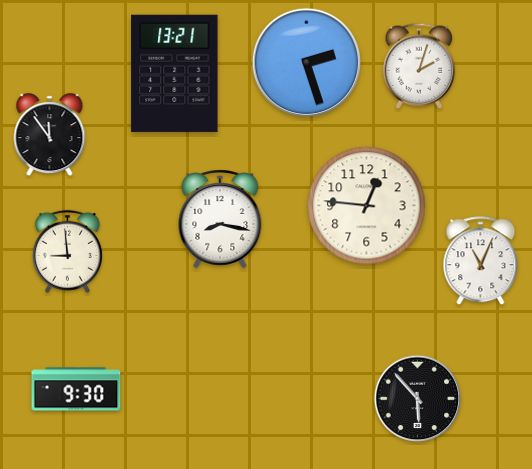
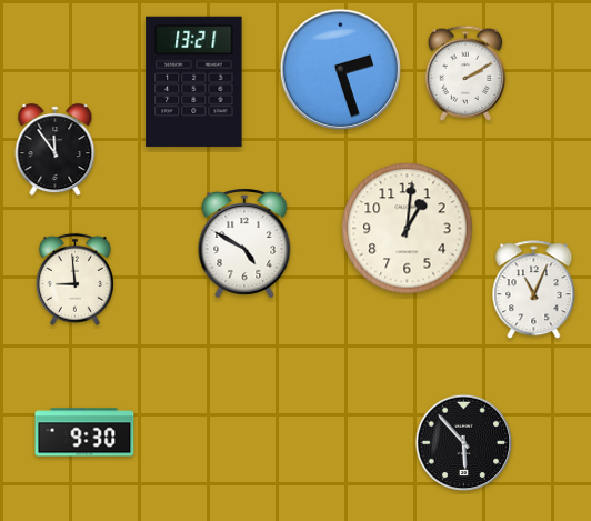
clock at (419, 66): 2:03 -> 2:10
clock at (367, 206): 12:46 -> 1:01
clock at (220, 219): 8:17 -> 4:50
